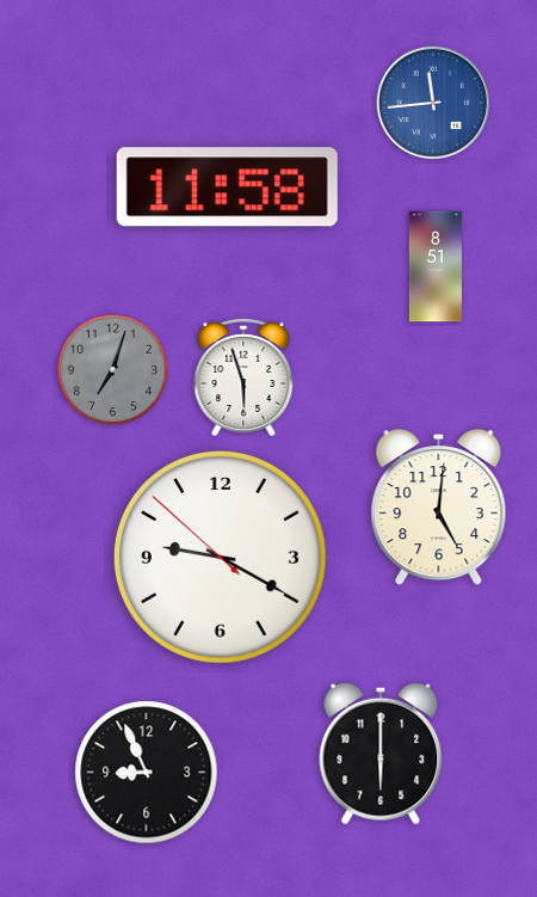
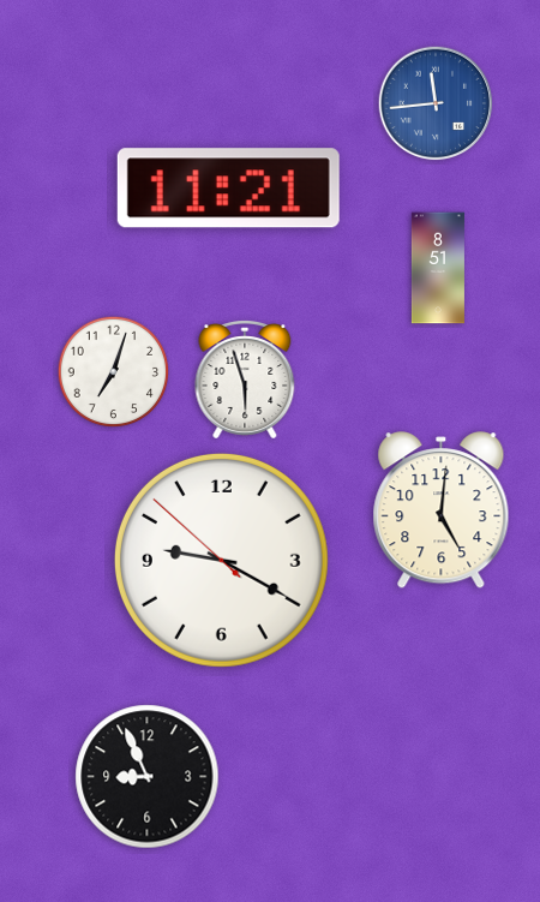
clock at (227, 188): 11:58 -> 11:21
clock at (113, 370) dial: grey -> white
clock at (381, 754): 6:00 -> none
